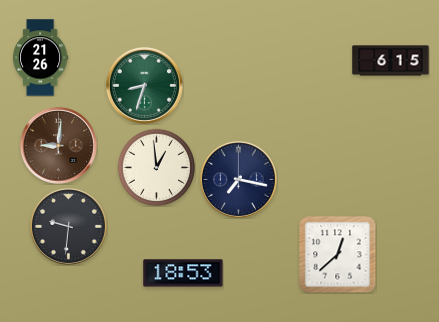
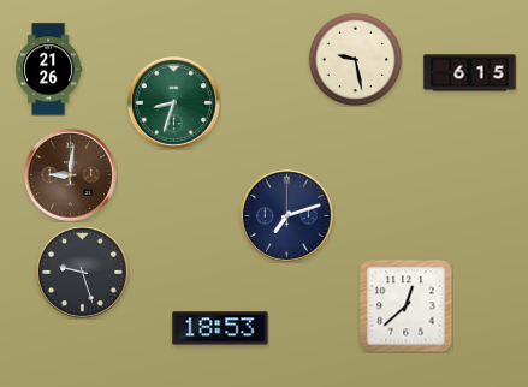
clock at (355, 59): none -> 9:28
clock at (156, 167): 12:59 -> none
clock at (238, 179): 7:17 -> 7:12
clock at (68, 226): 9:31 -> 9:27
